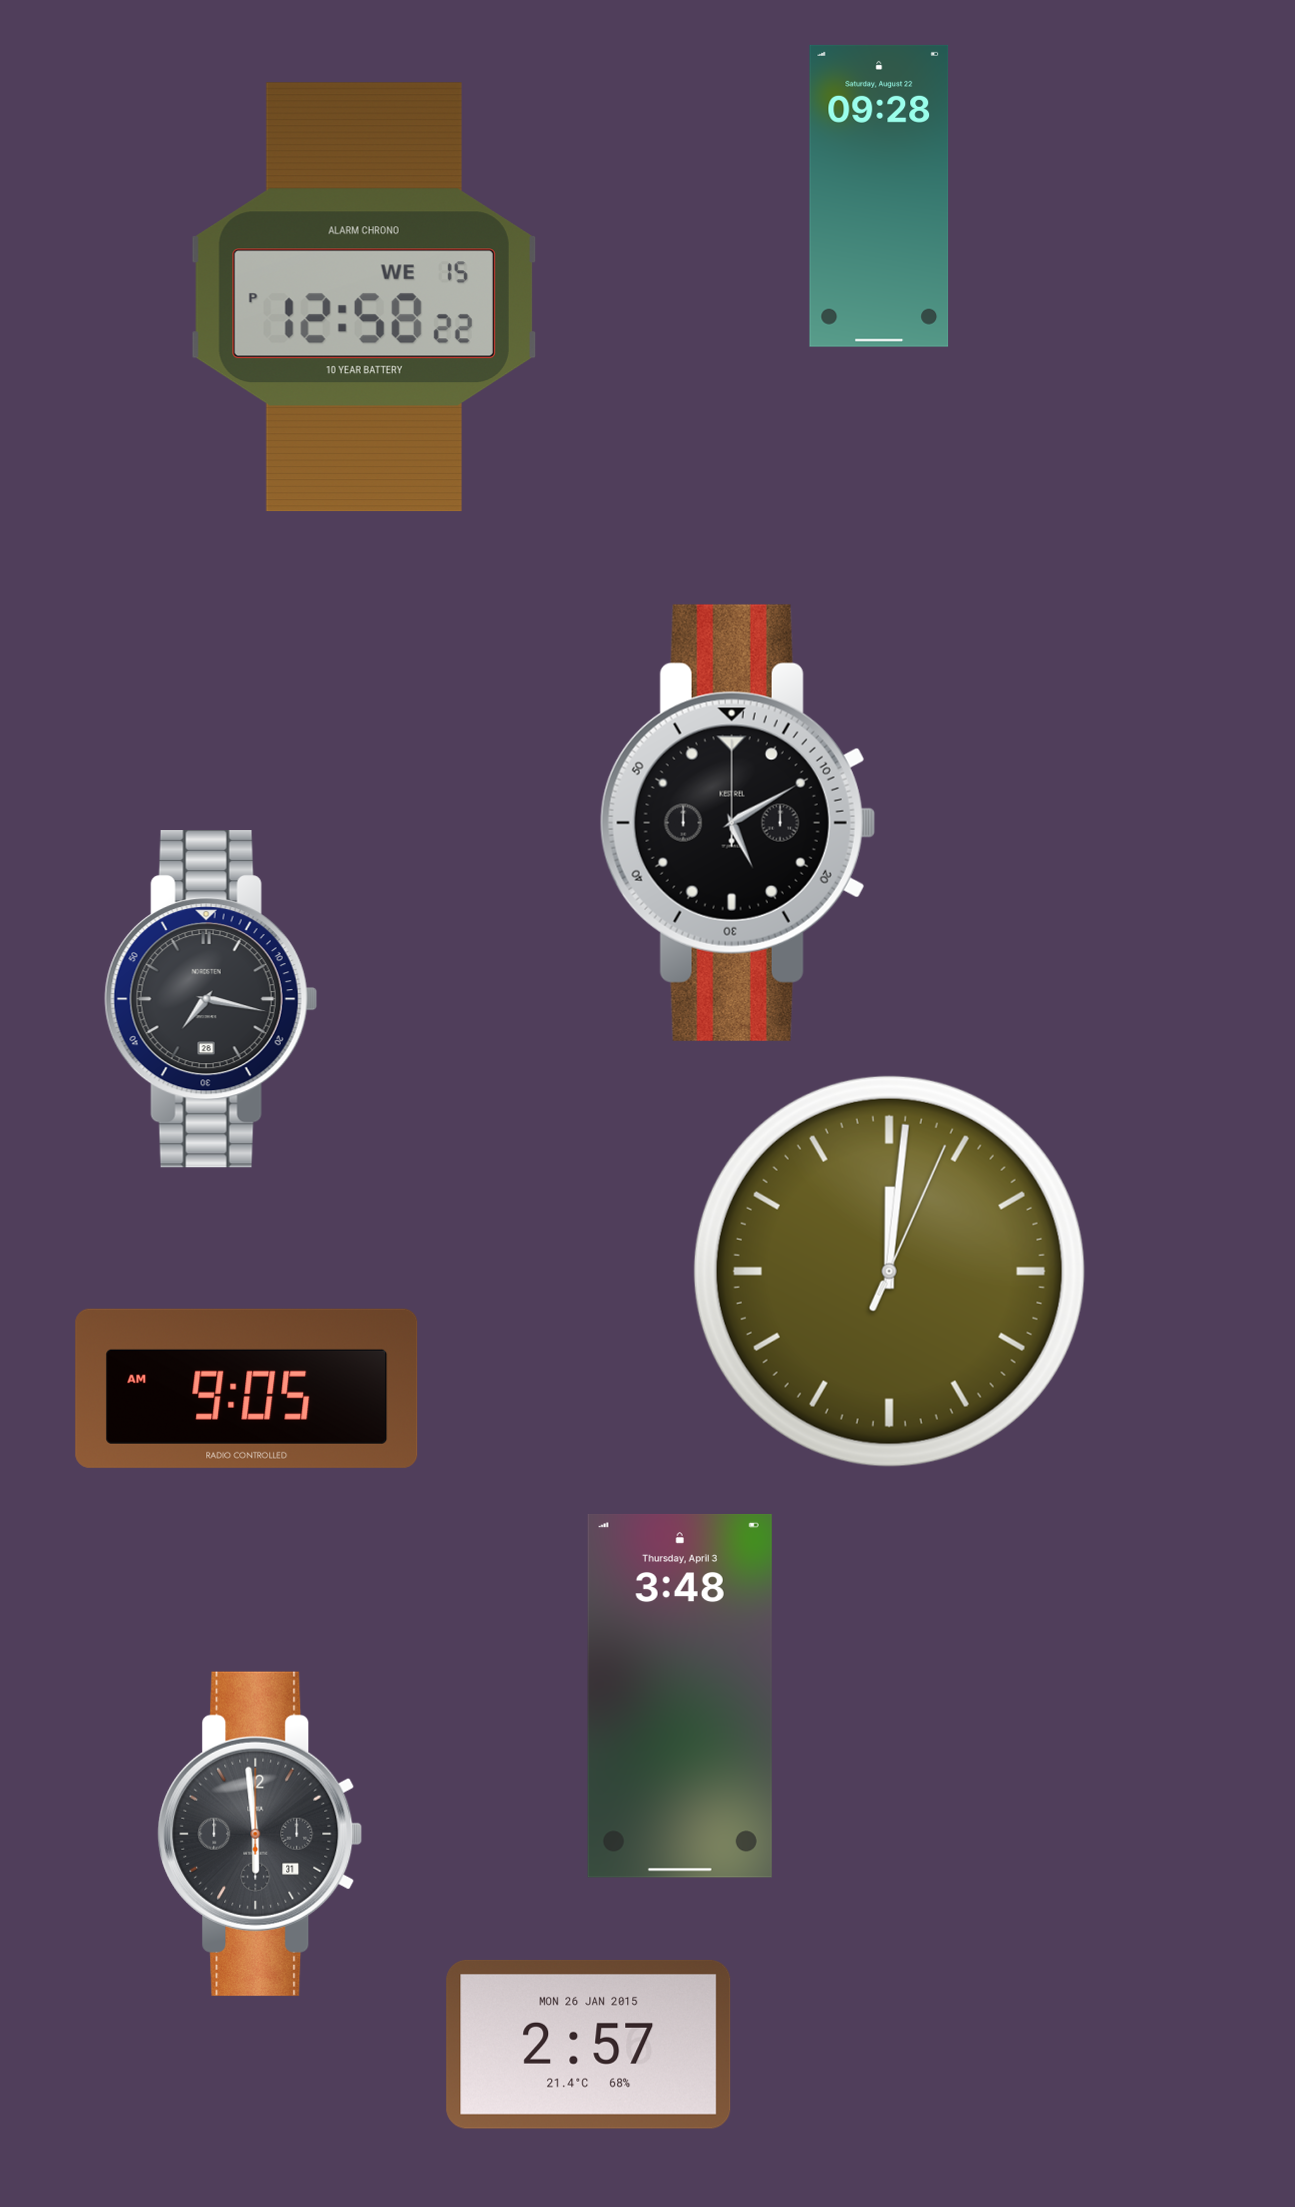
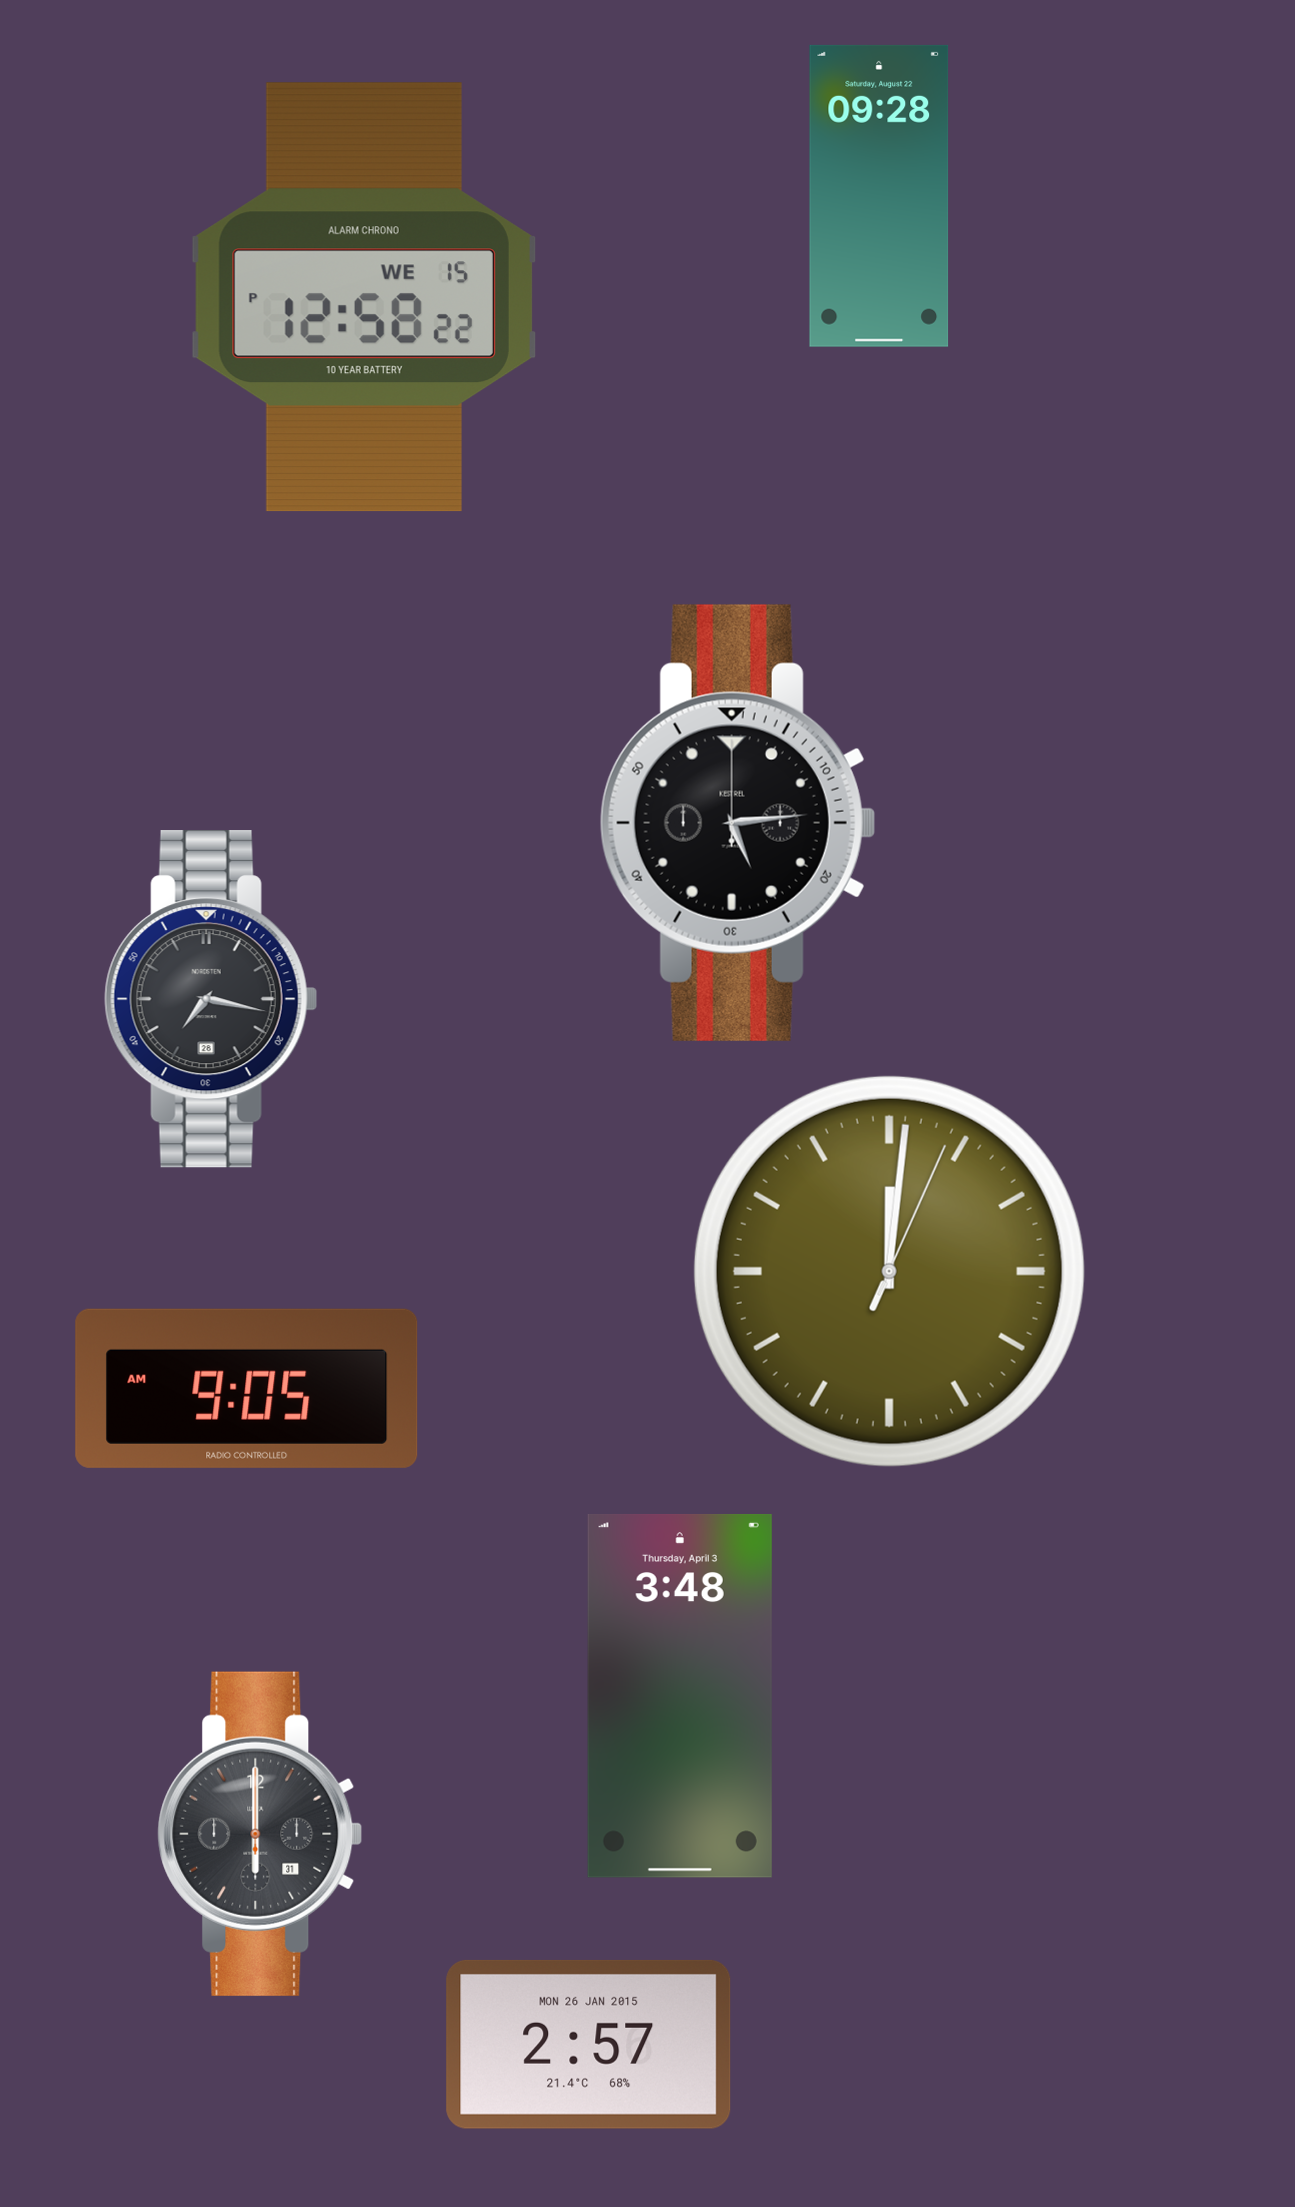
clock at (738, 823): 5:10 -> 5:14
clock at (260, 1834): 5:59 -> 6:00
